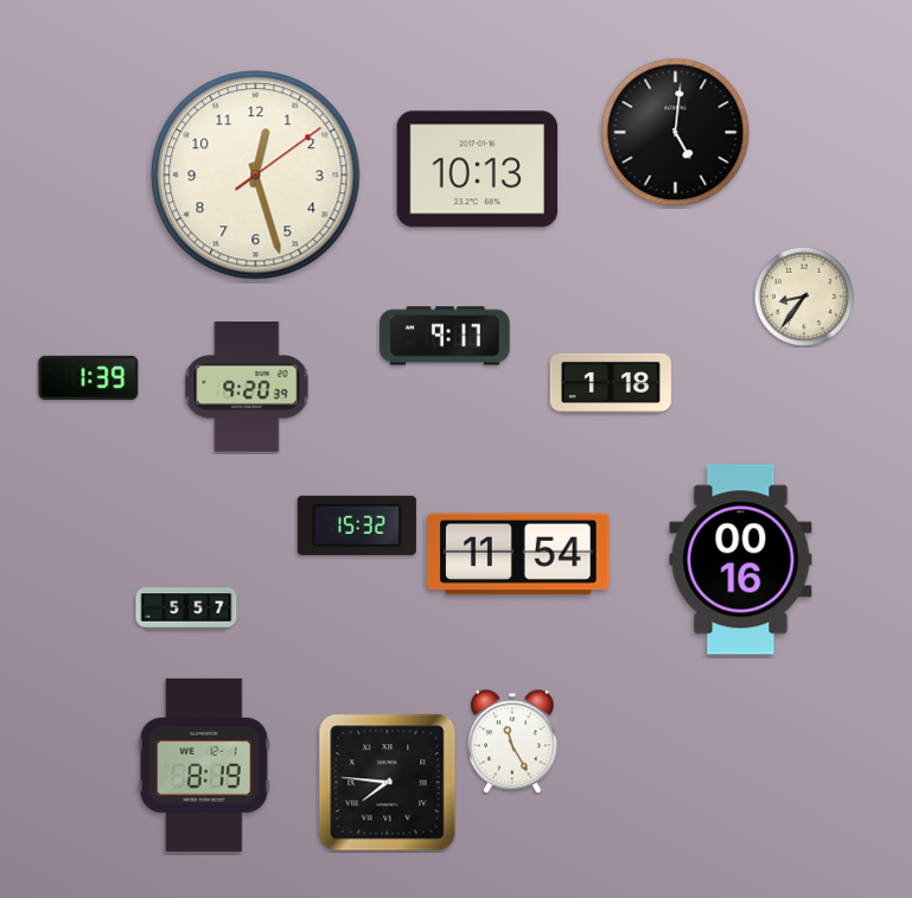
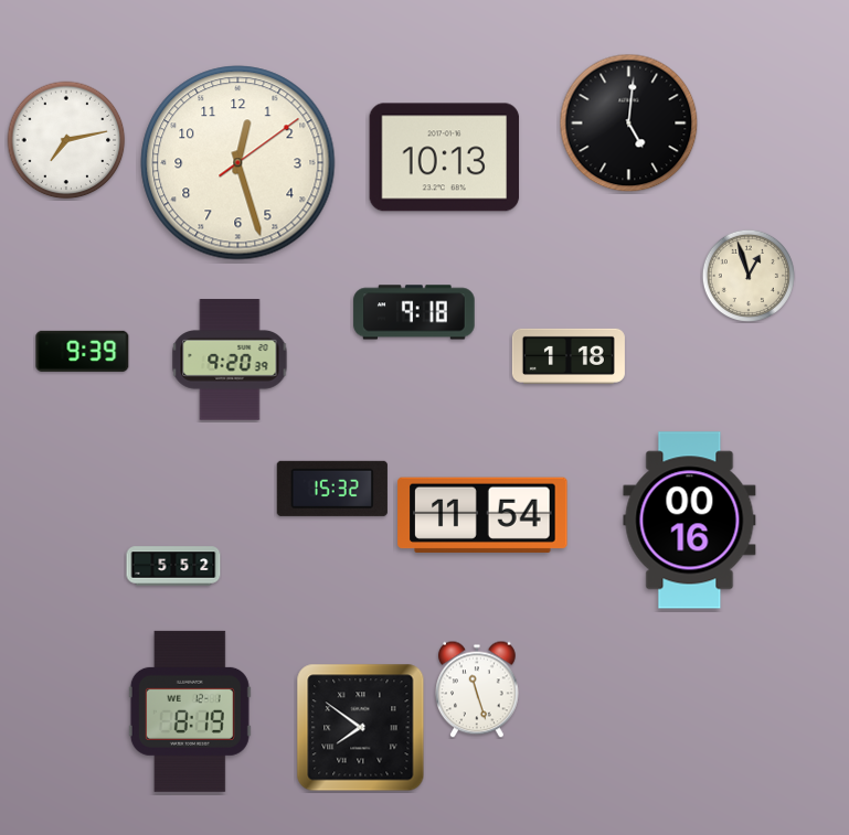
clock at (66, 140): none -> 7:13
clock at (804, 297): 8:36 -> 12:57
clock at (445, 336): 9:17 -> 9:18
clock at (89, 377): 1:39 -> 9:39
clock at (186, 609): 5:57 -> 5:52
clock at (514, 741): 11:25 -> 11:27
clock at (388, 783): 7:46 -> 7:51
